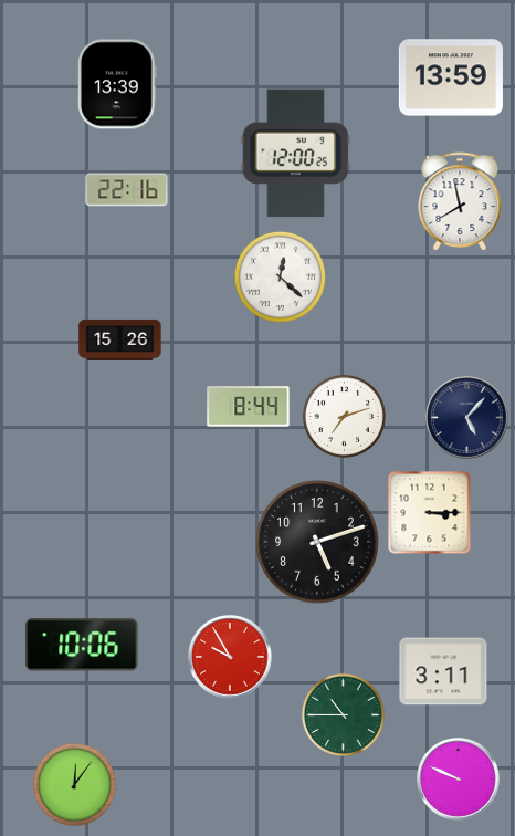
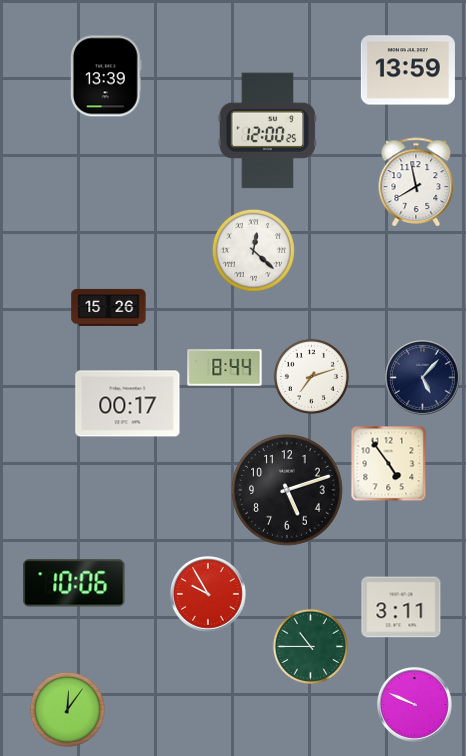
clock at (296, 154) position: (296, 154) -> (268, 131)
clock at (127, 190): 22:16 -> none
clock at (128, 404): none -> 00:17
clock at (430, 513): 3:15 -> 4:54
